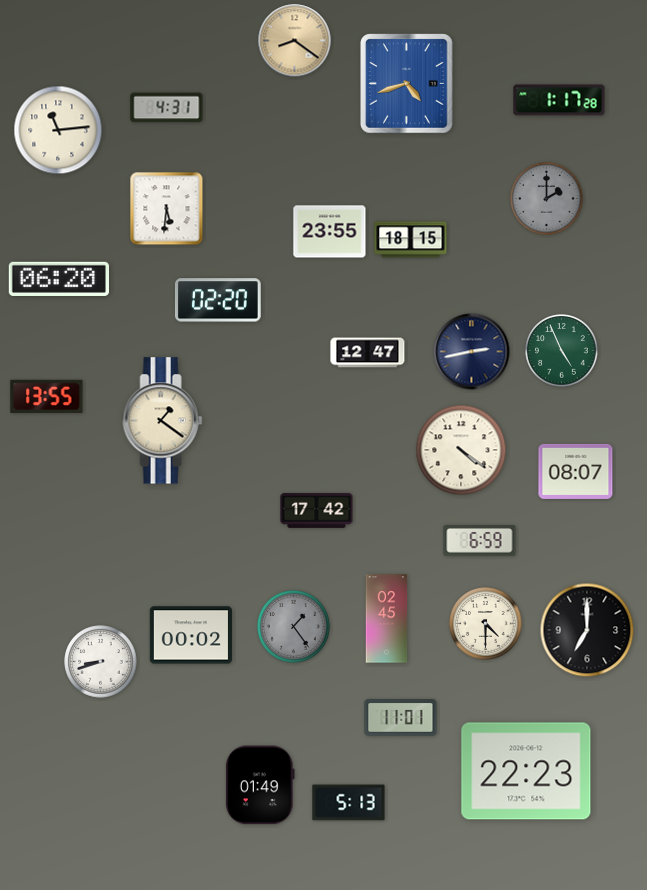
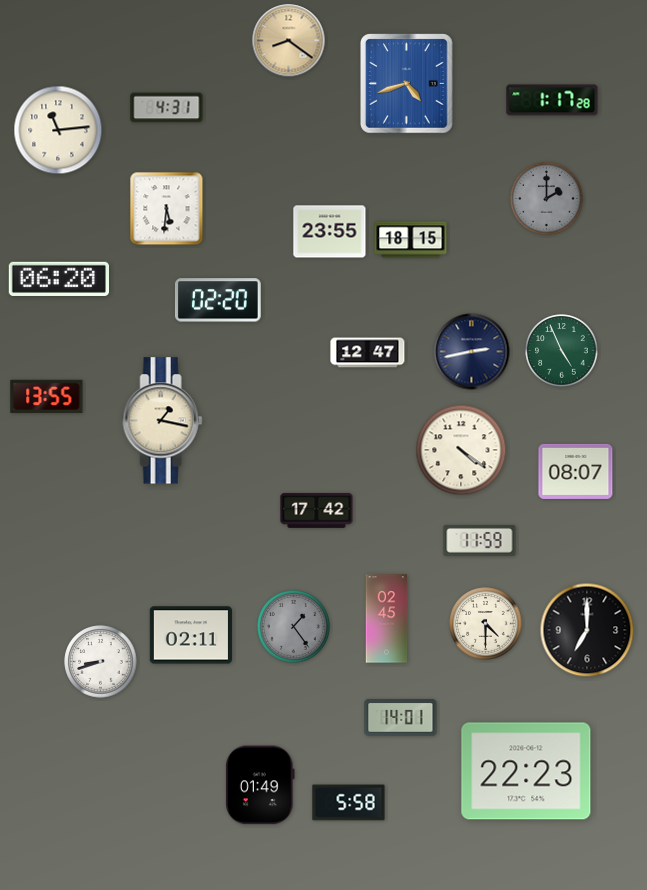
clock at (295, 41) position: (295, 41) -> (289, 41)
clock at (559, 100) position: (559, 100) -> (552, 100)
clock at (163, 421): 1:21 -> 1:17
clock at (480, 541): 6:59 -> 11:59
clock at (191, 635): 00:02 -> 02:11
clock at (401, 718): 11:01 -> 14:01
clock at (349, 803): 5:13 -> 5:58
